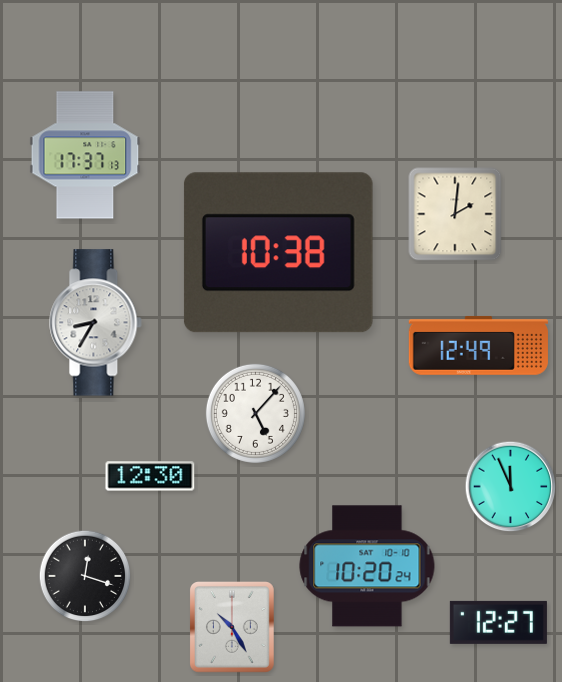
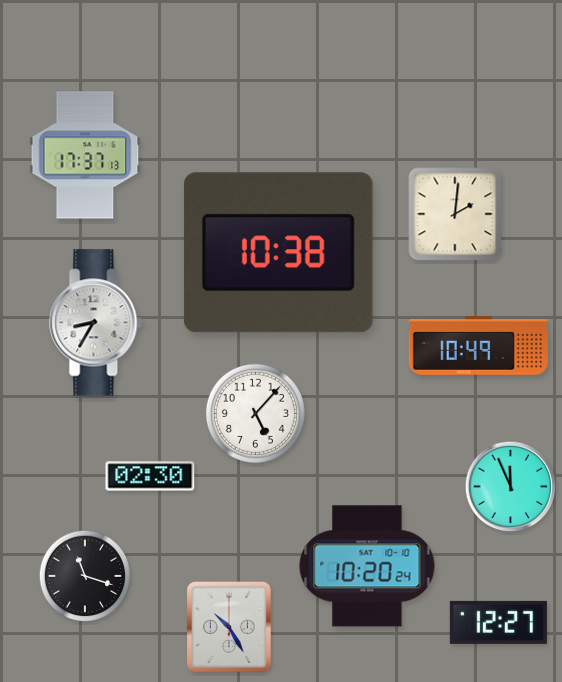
clock at (478, 345): 12:49 -> 10:49
clock at (150, 476): 12:30 -> 02:30
clock at (85, 576): 12:18 -> 11:18
clock at (233, 628) position: (233, 628) -> (230, 628)
